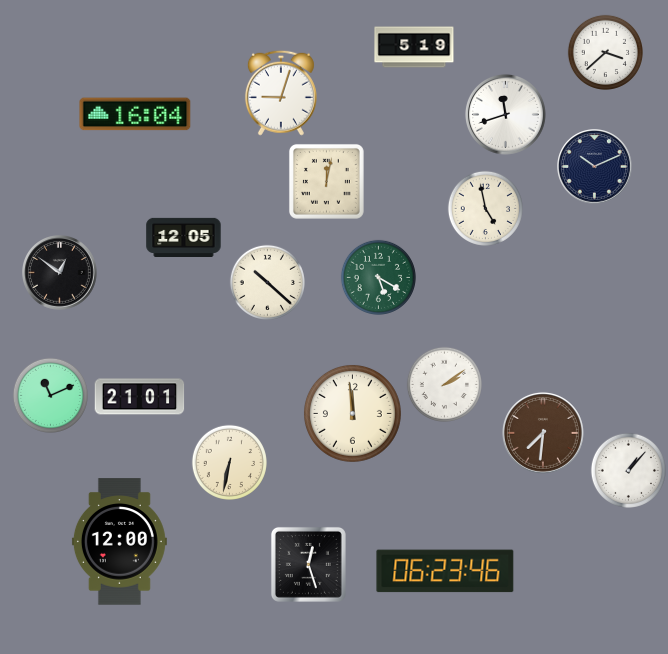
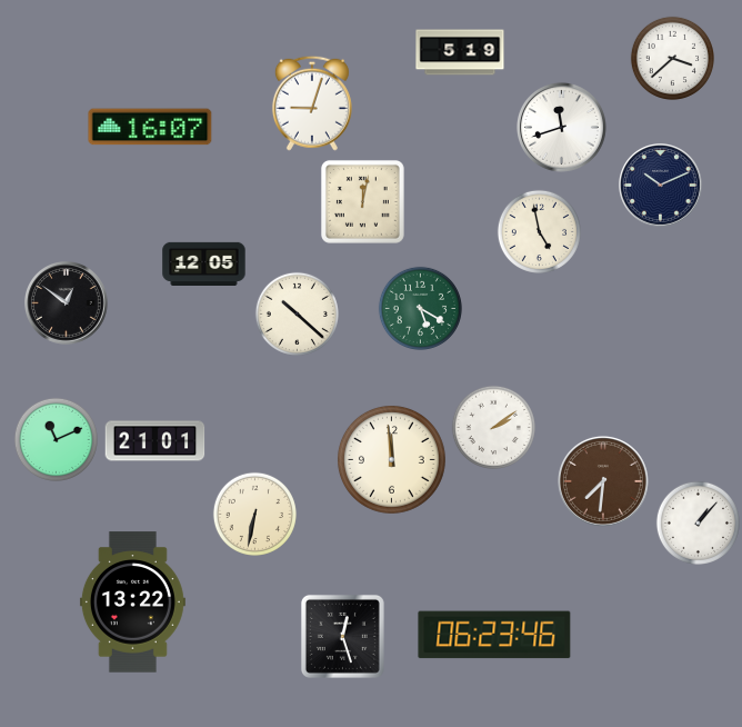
clock at (135, 114): 16:04 -> 16:07
clock at (119, 542): 12:00 -> 13:22
clock at (308, 564) position: (308, 564) -> (342, 636)
